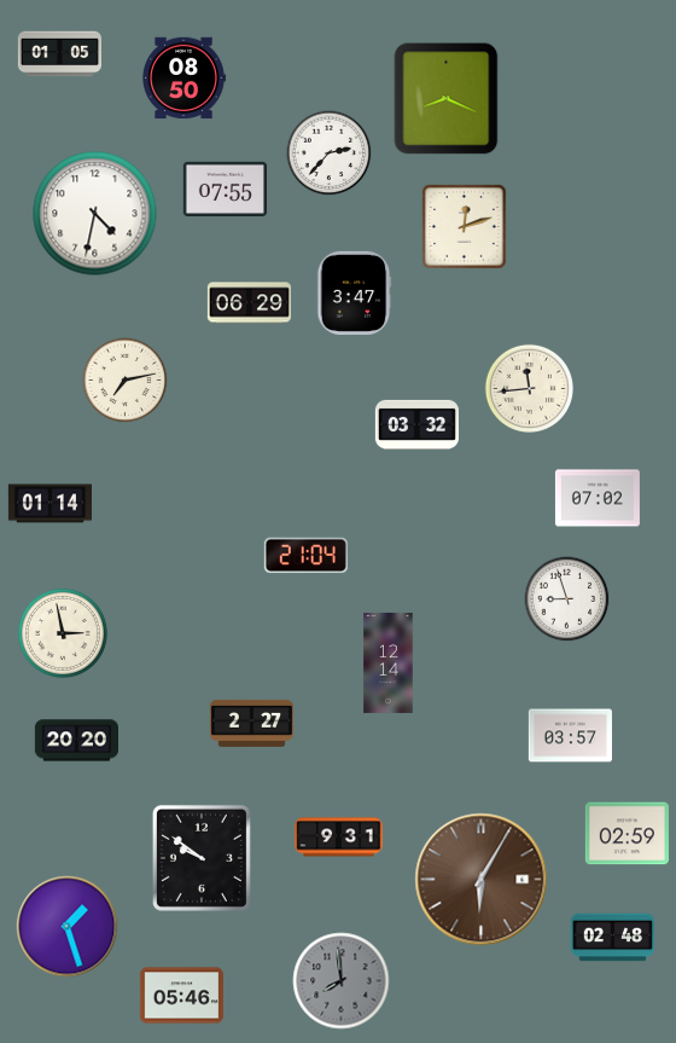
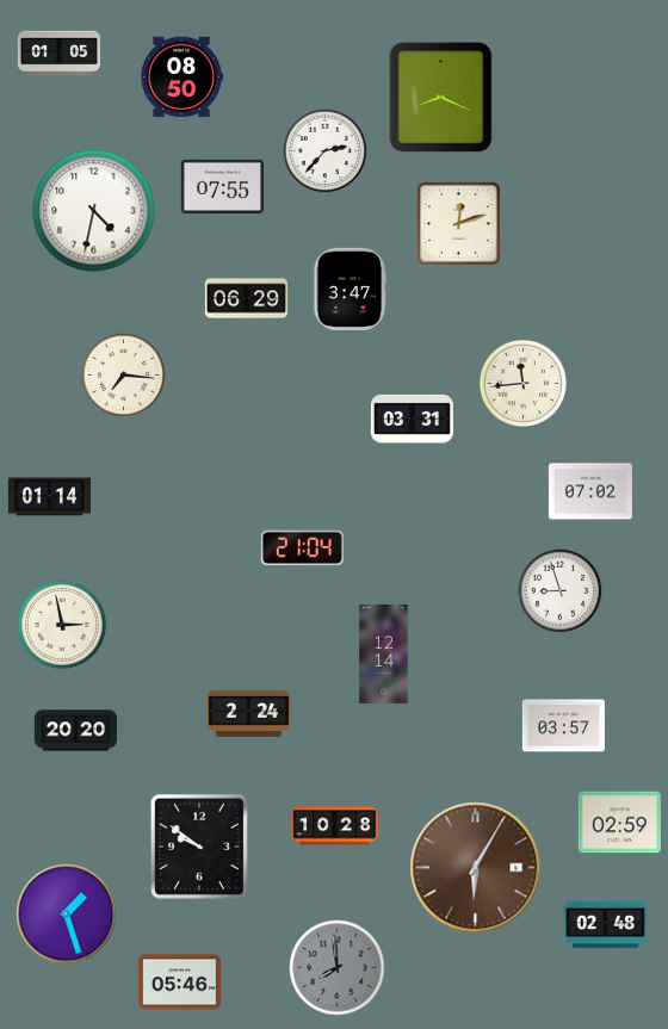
clock at (126, 381): 7:13 -> 7:16
clock at (416, 424): 03:32 -> 03:31
clock at (251, 723): 2:27 -> 2:24
clock at (339, 838): 9:31 -> 10:28
